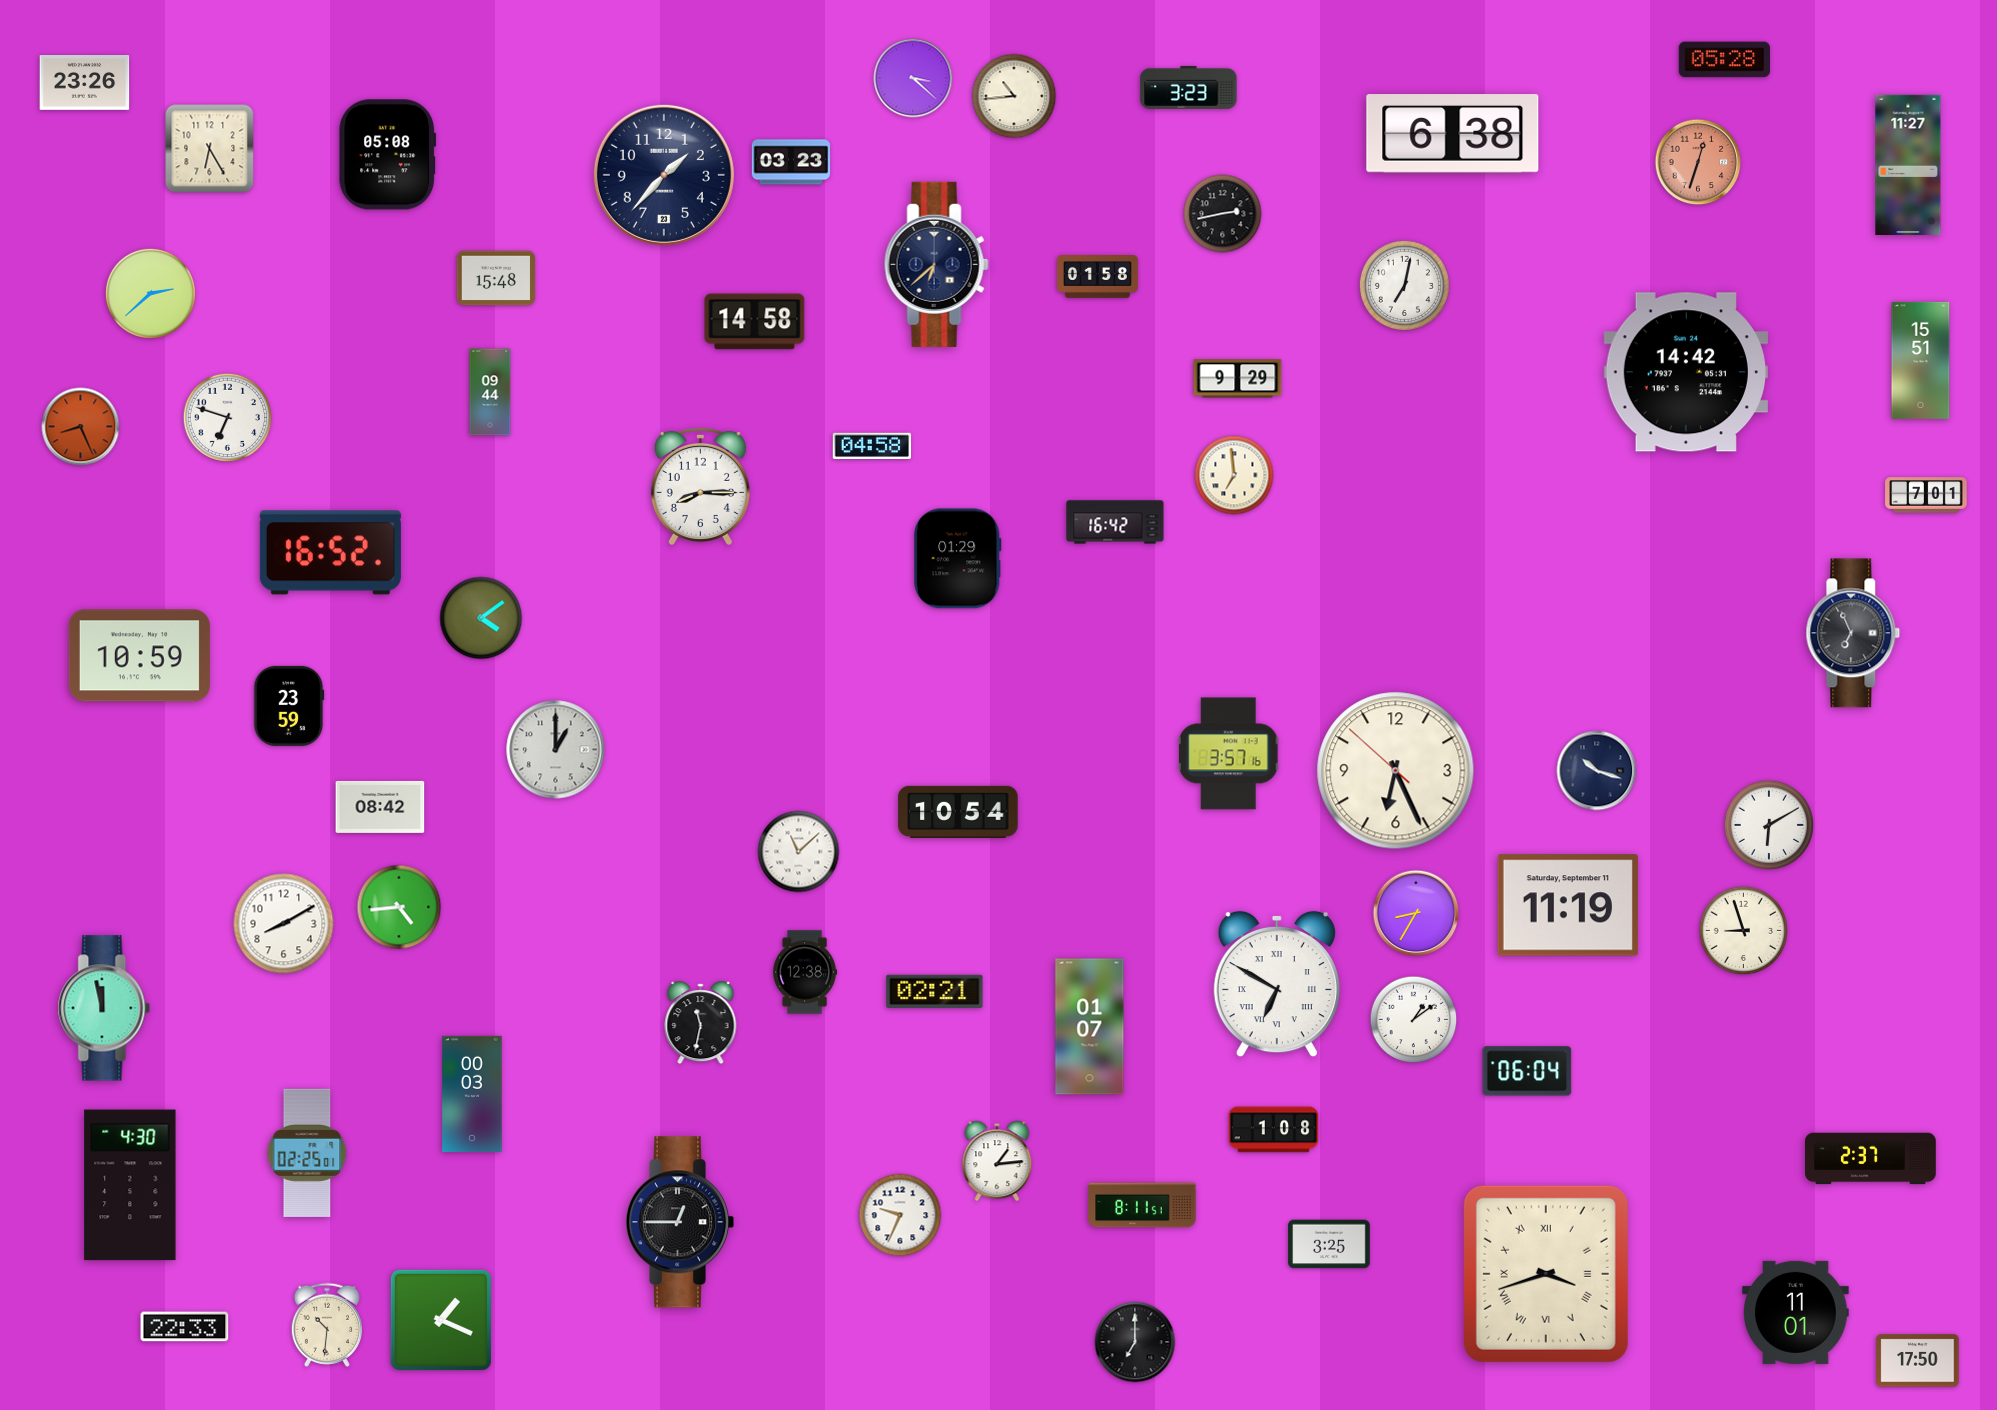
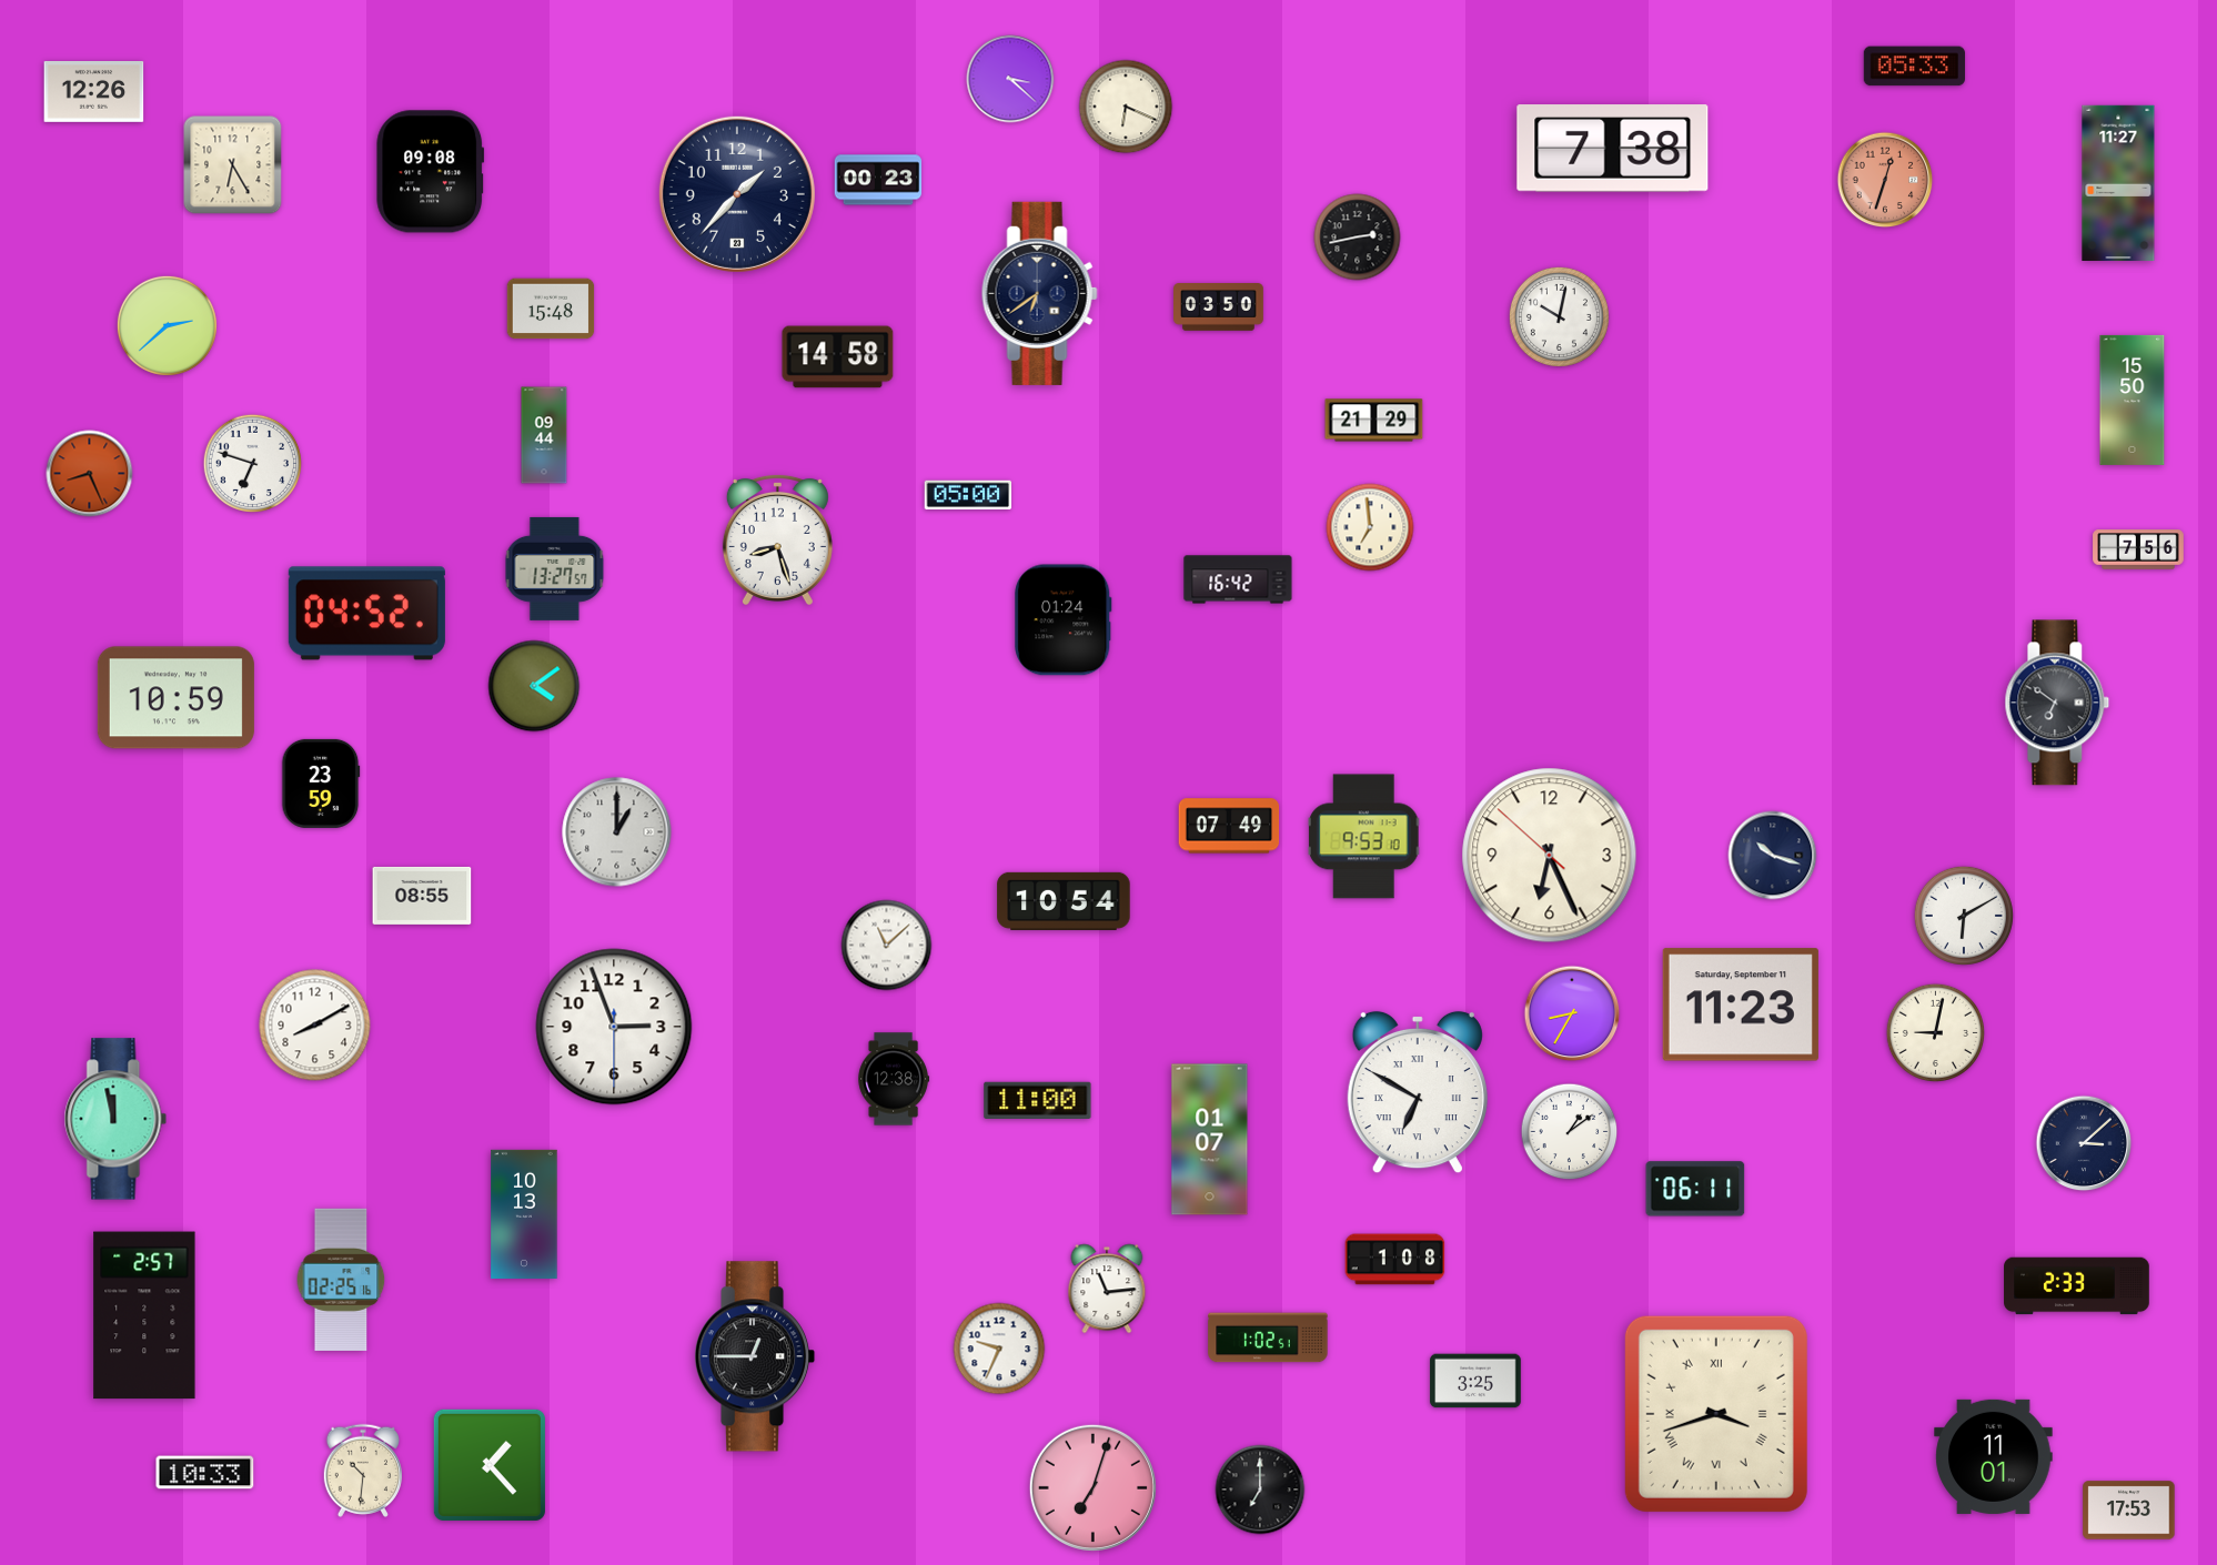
clock at (1724, 60): 05:28 -> 05:33
clock at (913, 78) position: (913, 78) -> (1010, 79)
clock at (85, 83): 23:26 -> 12:26
clock at (1189, 87): 3:23 -> none
clock at (1014, 96): 10:44 -> 6:19
clock at (1453, 134): 6:38 -> 7:38
clock at (388, 155): 05:08 -> 09:08
clock at (791, 162): 03:23 -> 00:23
clock at (936, 264): 6:38 -> 6:39
clock at (1098, 277): 01:58 -> 03:50
clock at (1404, 285): 7:02 -> 10:02
clock at (1921, 360): 15:51 -> 15:50
clock at (1686, 372): 14:42 -> none
clock at (1238, 379): 9:29 -> 21:29
clock at (872, 446): 04:58 -> 05:00
clock at (700, 486): 8:15 -> 8:27
clock at (1926, 495): 7:01 -> 7:56
clock at (555, 568): none -> 13:27
clock at (330, 553): 16:52 -> 04:52
clock at (958, 559): 01:29 -> 01:24
clock at (1853, 633): 6:56 -> 6:51
clock at (139, 656) position: (139, 656) -> (175, 698)
clock at (1229, 826): none -> 07:49
clock at (1229, 754): 3:57 -> 9:53
clock at (380, 807): 08:42 -> 08:55
clock at (1568, 905): 11:19 -> 11:23
clock at (399, 907): 4:44 -> none
clock at (614, 1027): none -> 2:56
clock at (1743, 930): 8:57 -> 9:02
clock at (935, 992): 02:21 -> 11:00
clock at (701, 1023): 11:32 -> none
clock at (2084, 1143): none -> 3:08
clock at (1527, 1071): 06:04 -> 06:11
clock at (472, 1094): 00:03 -> 10:13
clock at (1274, 1130) position: (1274, 1130) -> (1395, 1260)
clock at (307, 1153): 02:25:01 -> 02:25:16
clock at (1871, 1159): 2:37 -> 2:33
clock at (997, 1161): 1:14 -> 11:14
clock at (130, 1185): 4:30 -> 2:57
clock at (1142, 1205): 8:11 -> 1:02
clock at (441, 1320): 1:19 -> 1:23
clock at (185, 1327): 22:33 -> 10:33
clock at (1092, 1487): none -> 7:03
clock at (1918, 1361): 17:50 -> 17:53
